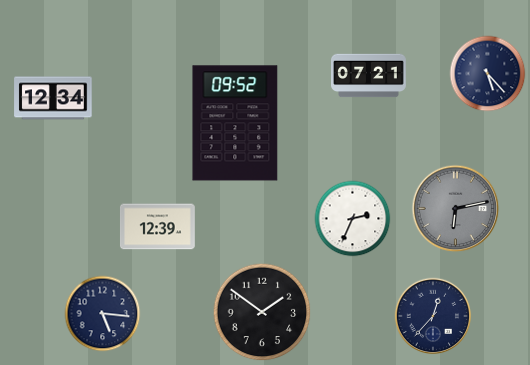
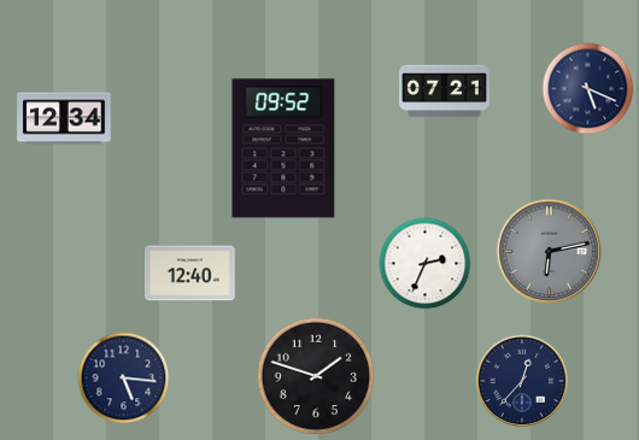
clock at (488, 74): 5:23 -> 5:19
clock at (157, 227): 12:39 -> 12:40
clock at (262, 312): 1:51 -> 1:48
